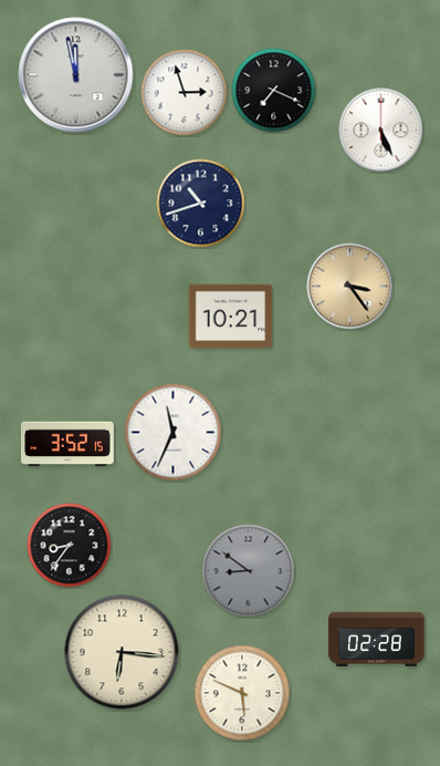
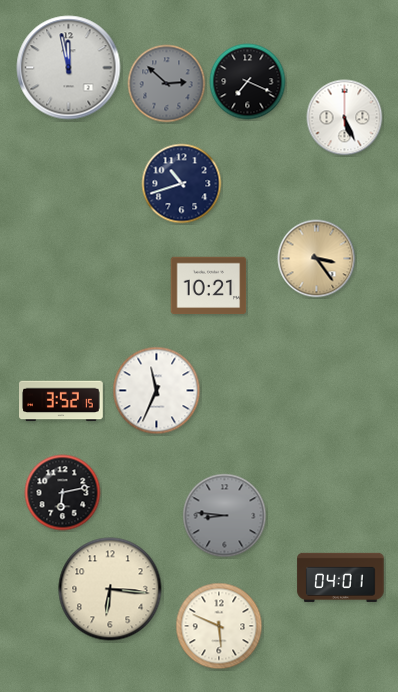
clock at (185, 93): 2:57 -> 2:52
clock at (185, 93) dial: white -> grey
clock at (70, 546): 8:36 -> 6:13
clock at (249, 571): 8:51 -> 8:46
clock at (377, 639): 02:28 -> 04:01
